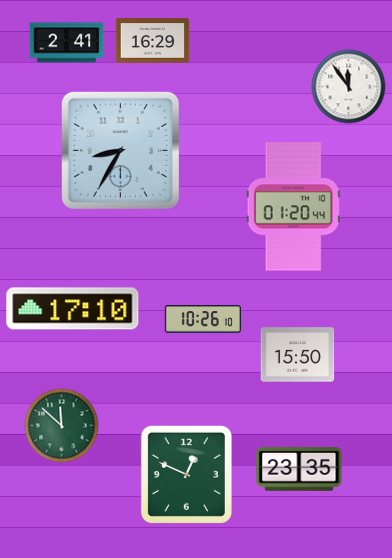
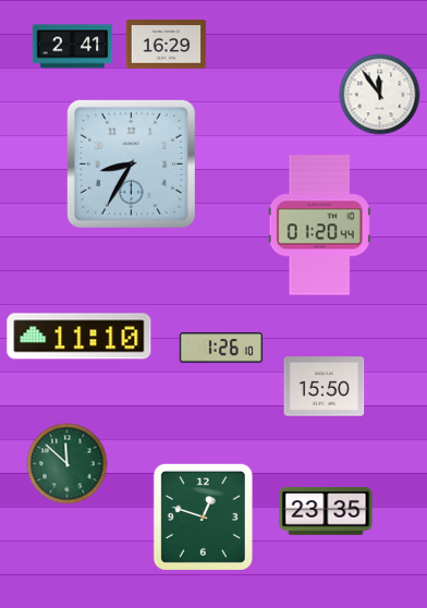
clock at (73, 309): 17:10 -> 11:10
clock at (203, 319): 10:26 -> 1:26
clock at (186, 474): 12:49 -> 12:48
